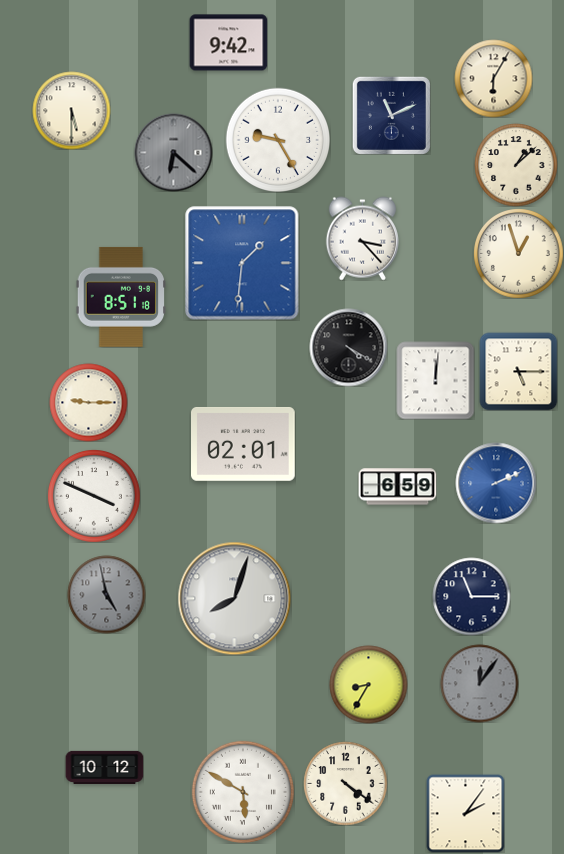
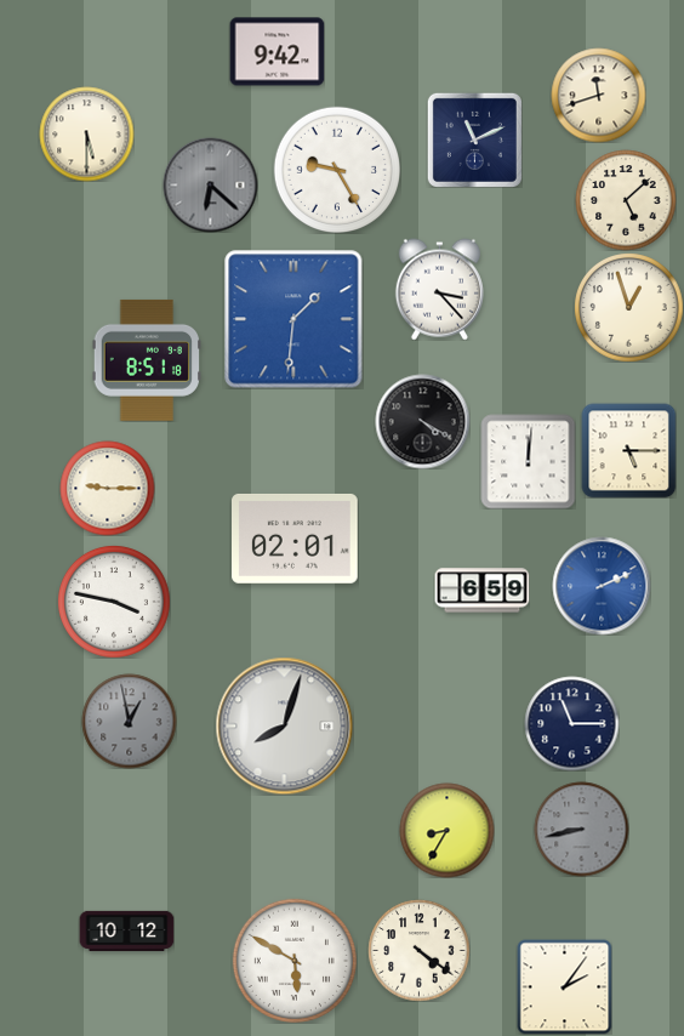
clock at (493, 78): 6:05 -> 11:42
clock at (516, 165): 1:08 -> 5:08
clock at (94, 496): 3:49 -> 3:47
clock at (106, 594): 4:58 -> 12:58
clock at (479, 683): 12:06 -> 8:43
